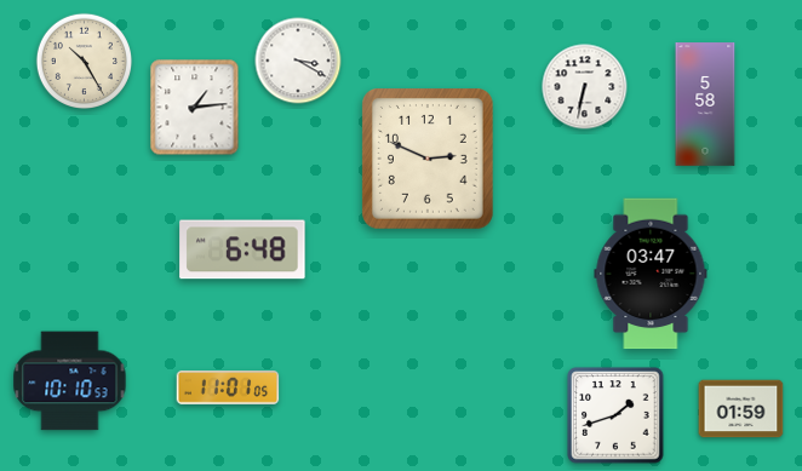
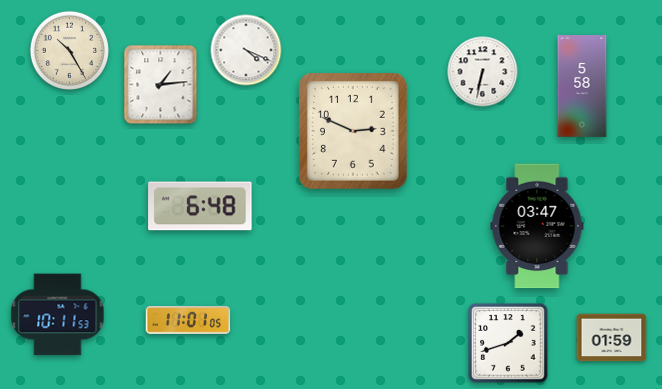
clock at (298, 61): 3:20 -> 4:19
clock at (195, 108) position: (195, 108) -> (161, 85)
clock at (70, 381): 10:10 -> 10:11
